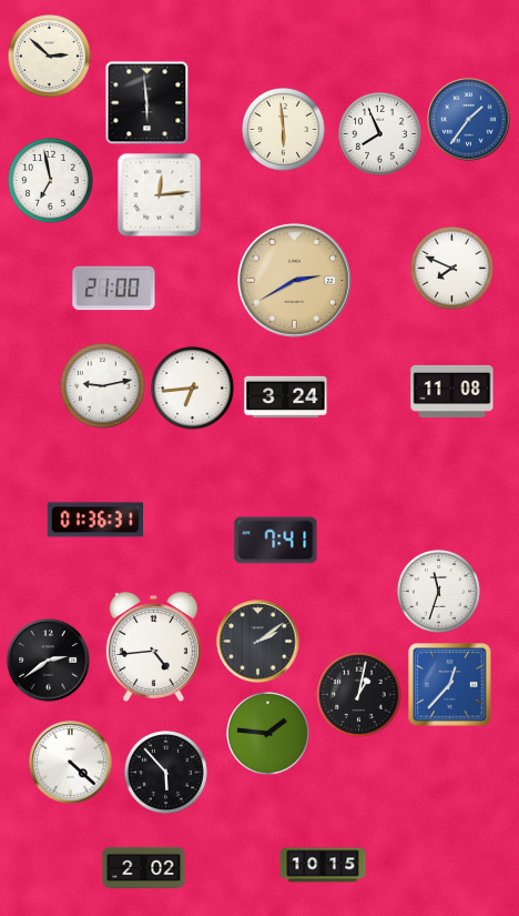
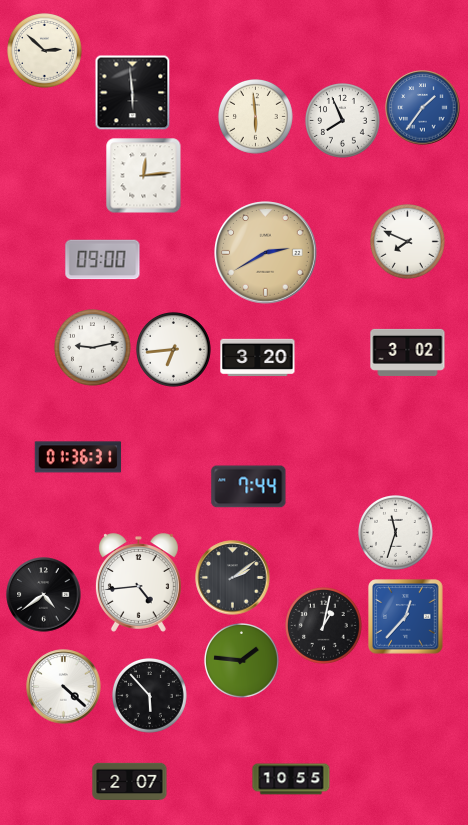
clock at (51, 181): 6:58 -> none
clock at (114, 289): 21:00 -> 09:00
clock at (452, 391): 11:08 -> 3:02
clock at (286, 397): 3:24 -> 3:20
clock at (95, 520) position: (95, 520) -> (78, 457)
clock at (276, 541): 7:41 -> 7:44
clock at (49, 661): 2:39 -> 4:39
clock at (323, 865): 10:15 -> 10:55
clock at (144, 867): 2:02 -> 2:07
